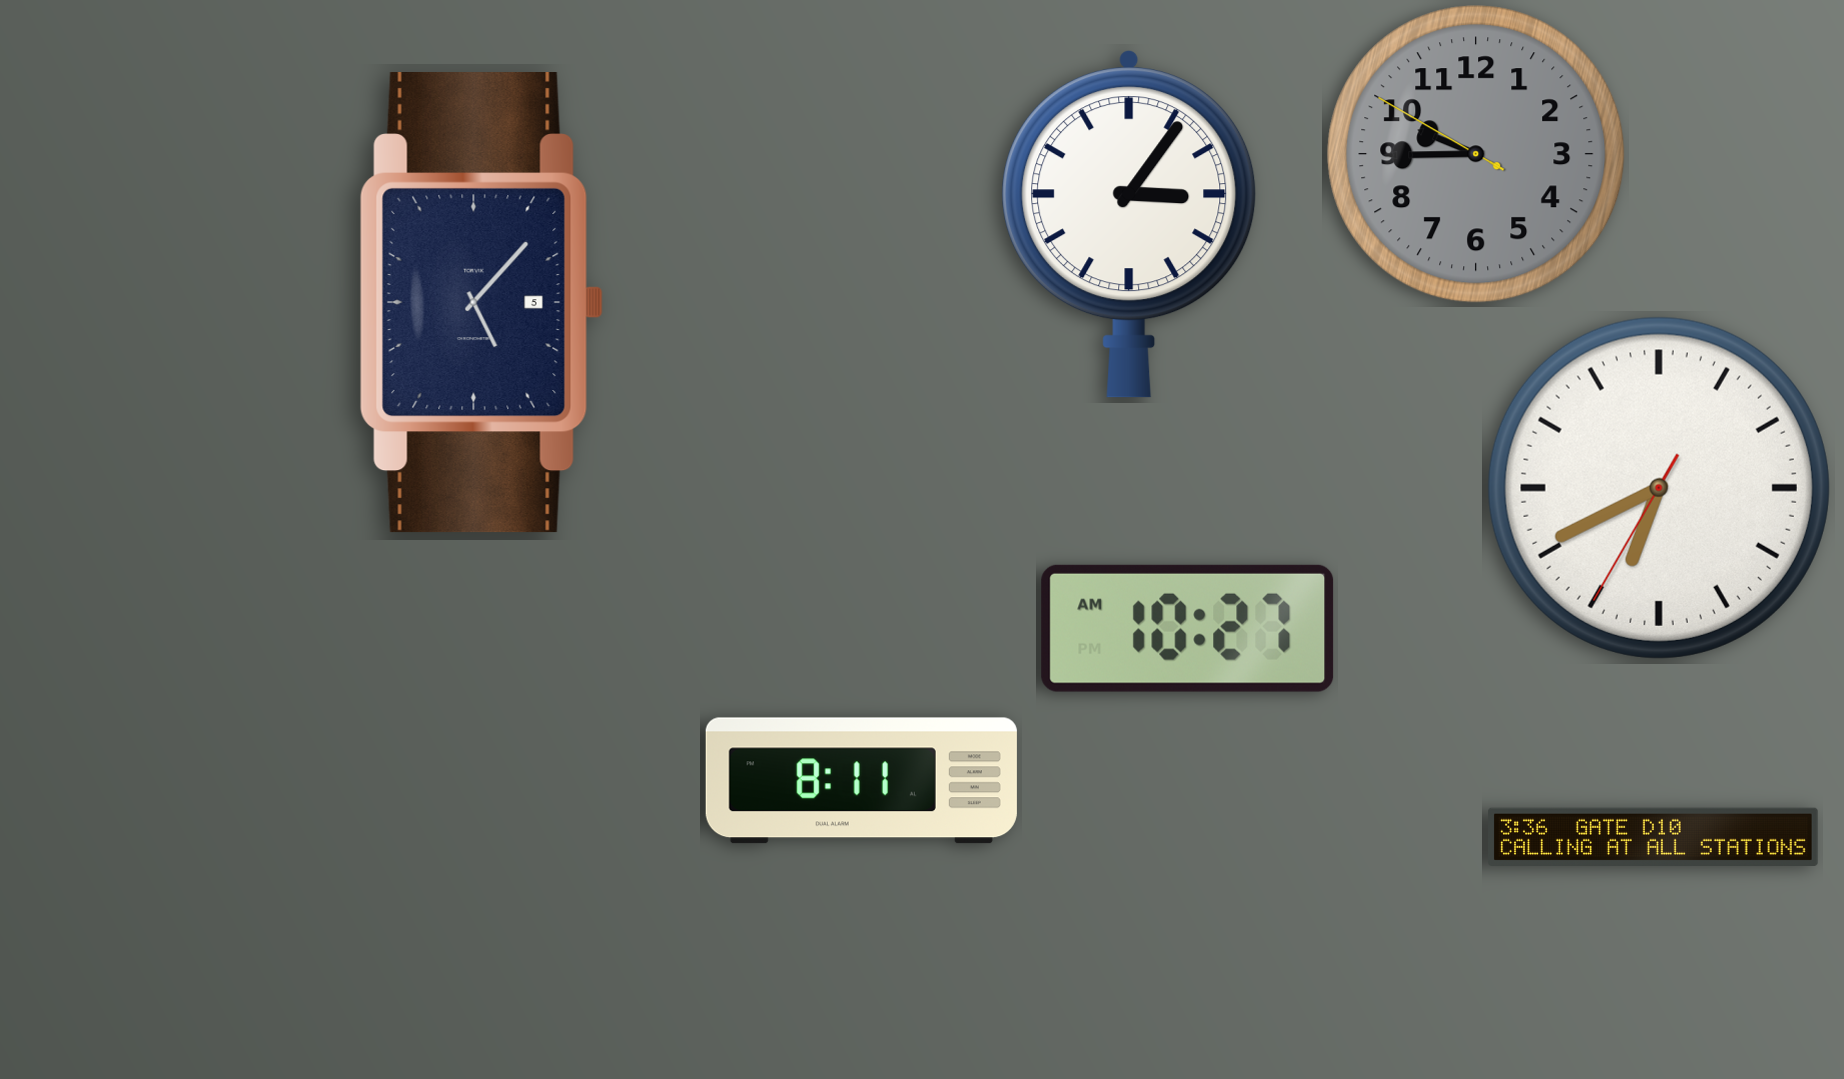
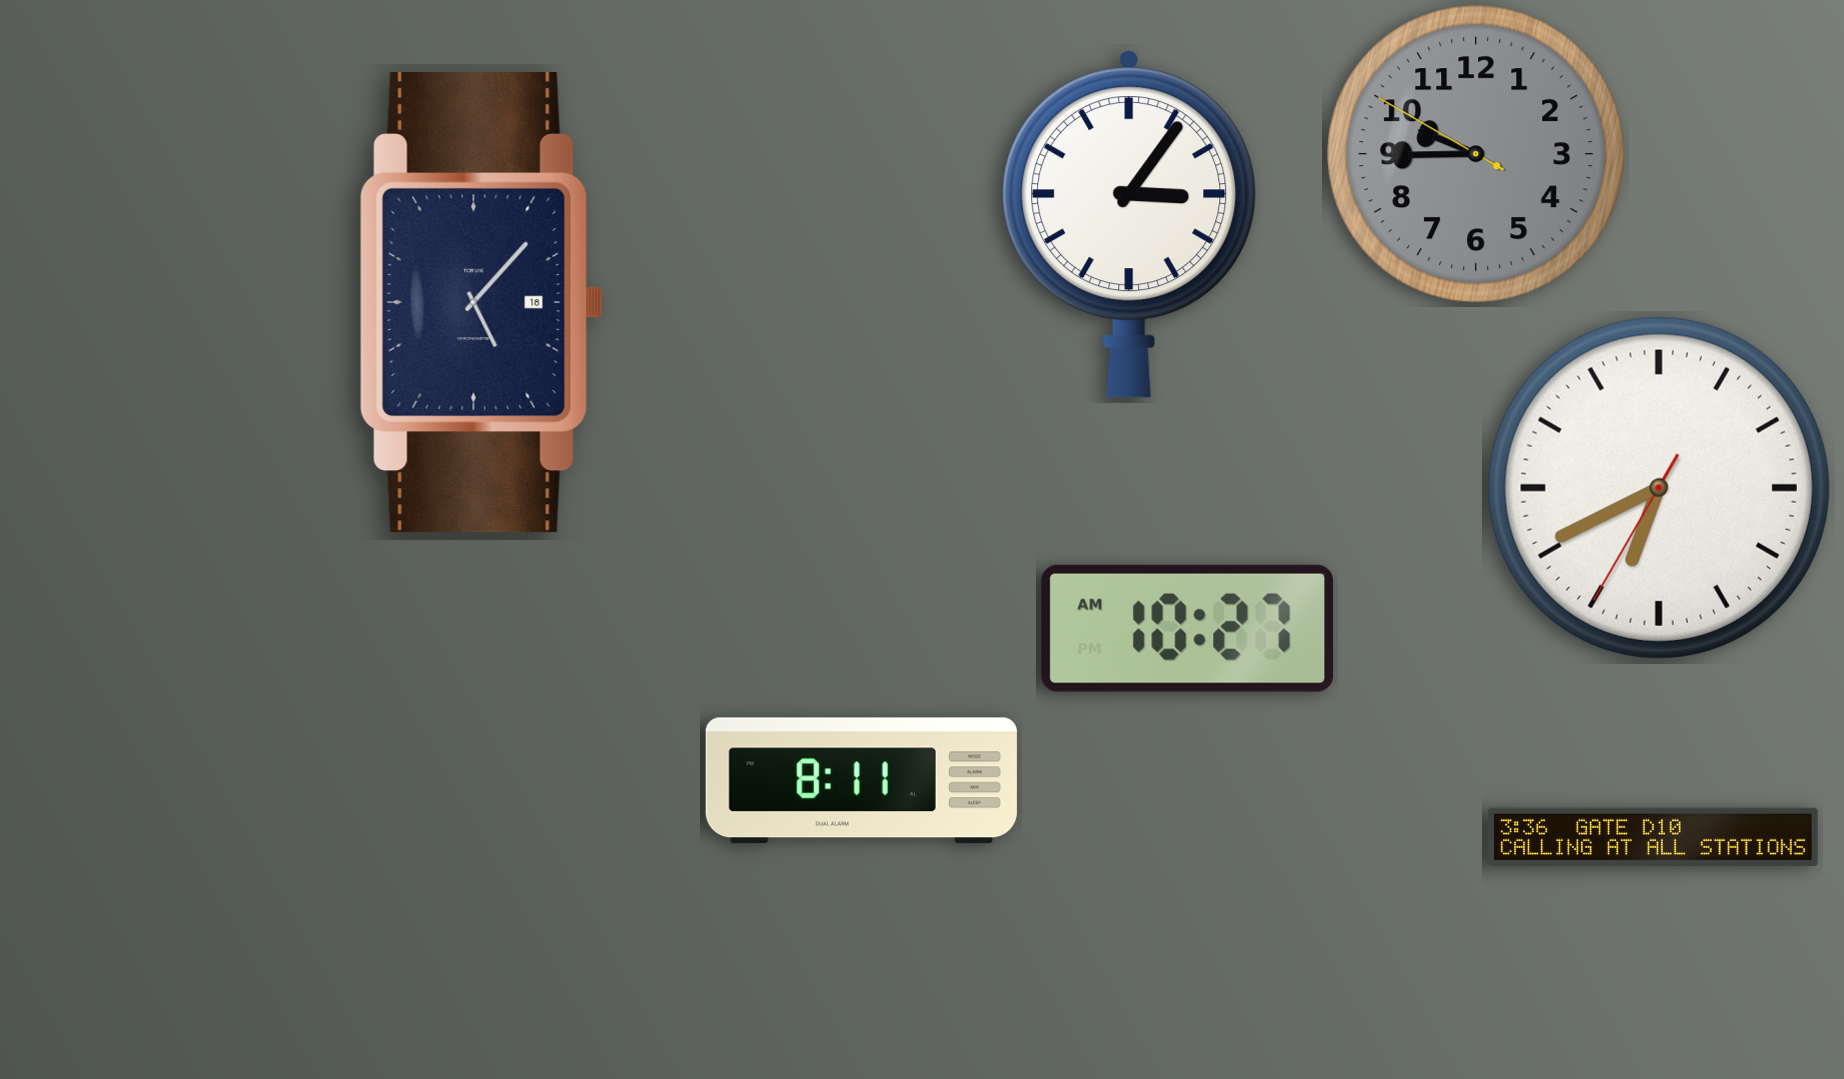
clock at (481, 303) date: 5 -> 18
